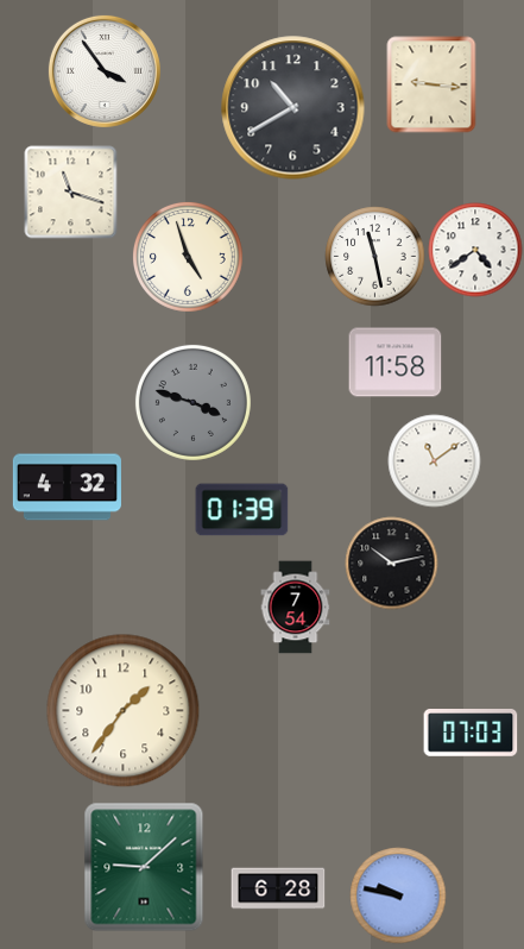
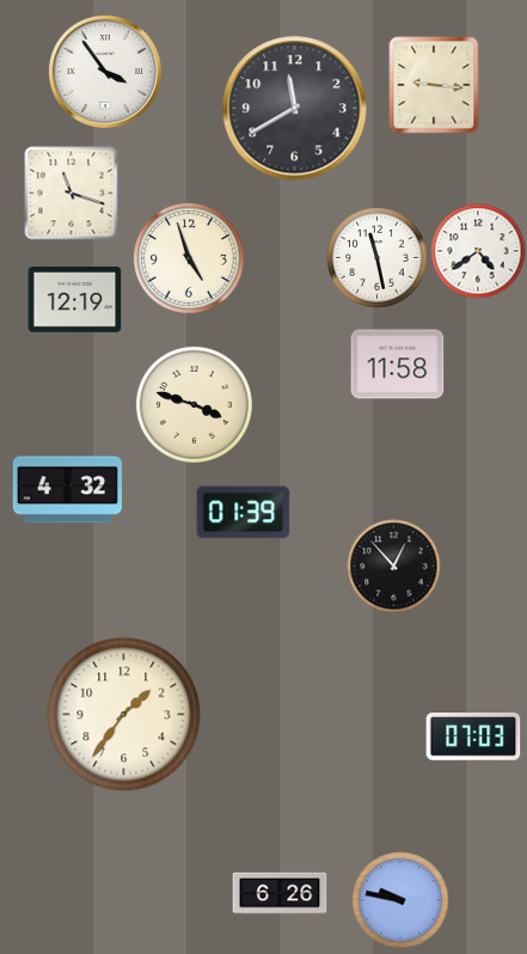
clock at (293, 108): 10:40 -> 11:40
clock at (74, 300): none -> 12:19
clock at (192, 402) dial: grey -> cream
clock at (434, 460): 11:09 -> none
clock at (391, 563): 10:13 -> 12:53
clock at (296, 607): 7:54 -> none
clock at (144, 867): 9:08 -> none
clock at (278, 888): 6:28 -> 6:26
